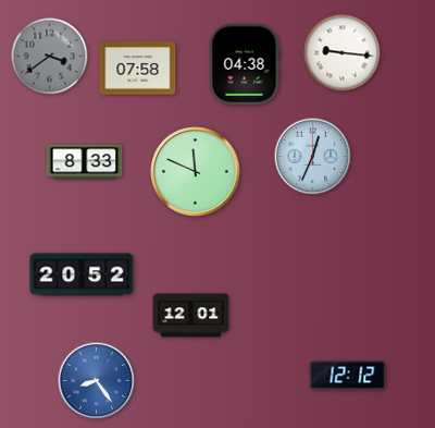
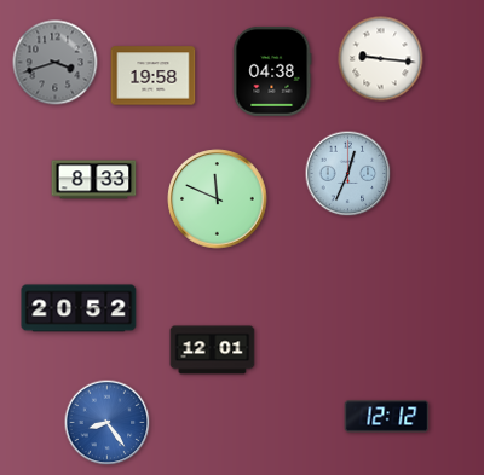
clock at (50, 57): 3:39 -> 3:42
clock at (138, 69): 07:58 -> 19:58
clock at (196, 172) position: (196, 172) -> (218, 199)
clock at (82, 274) position: (82, 274) -> (79, 308)
